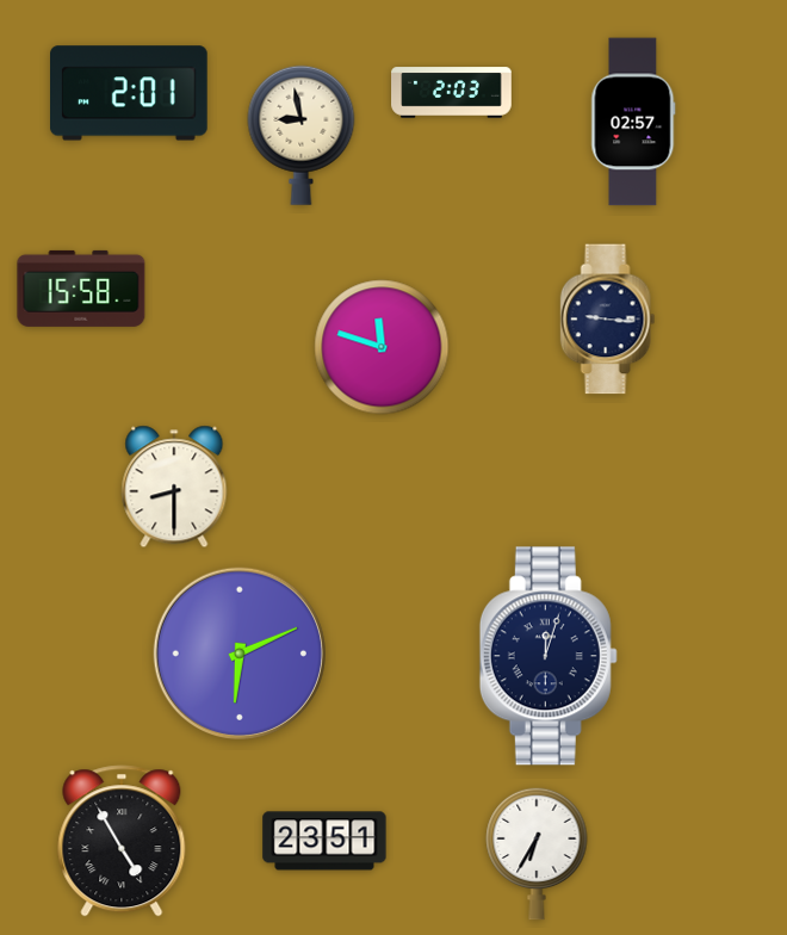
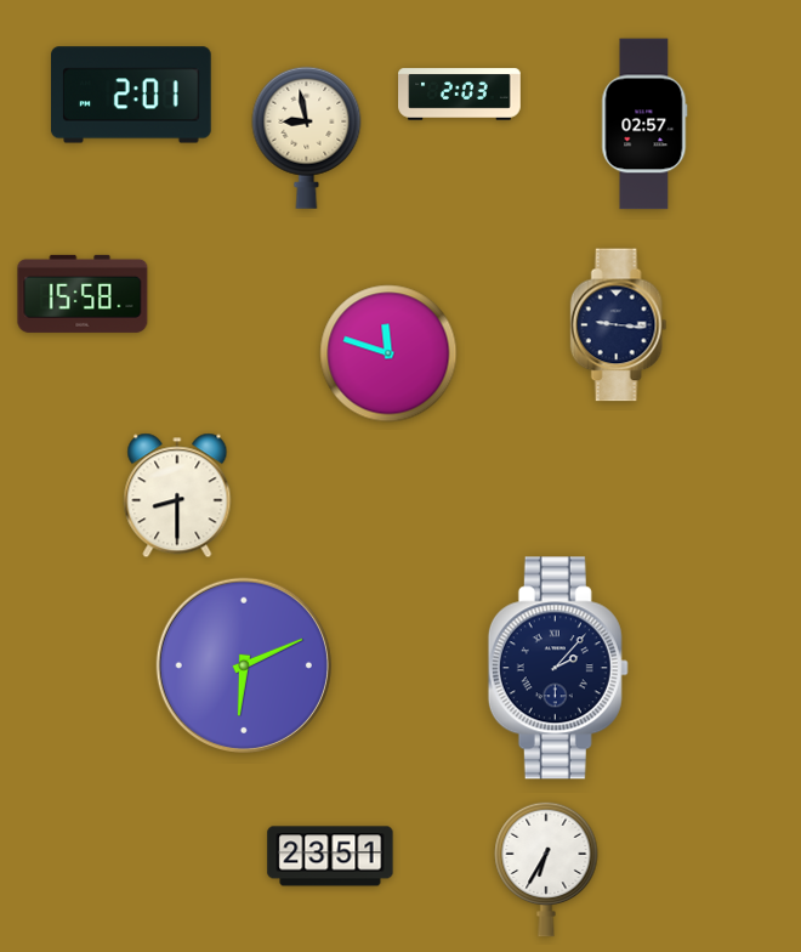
clock at (549, 656): 12:03 -> 2:07
clock at (122, 841): 4:55 -> none
